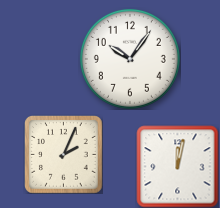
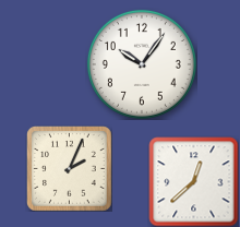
clock at (177, 166): 12:02 -> 12:38
